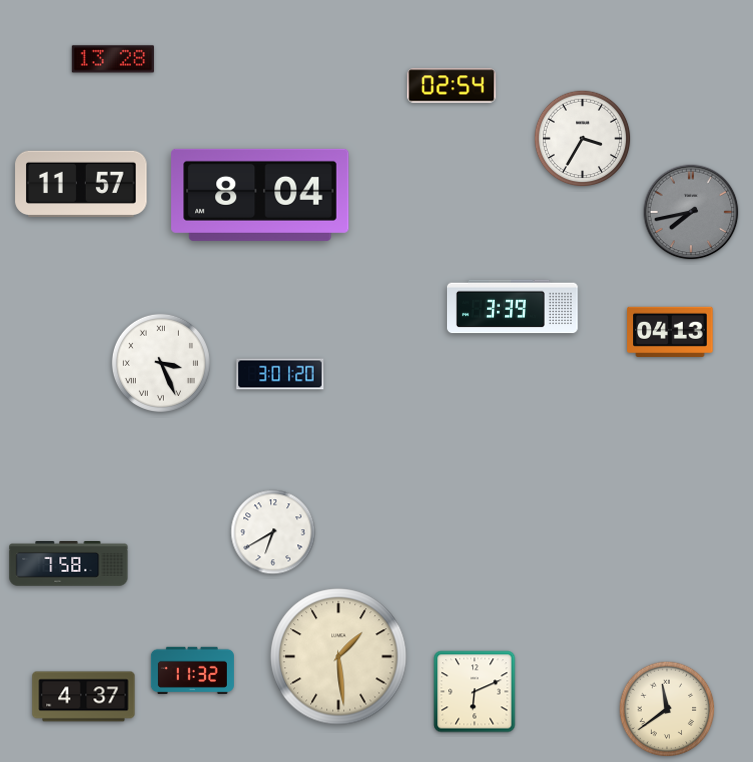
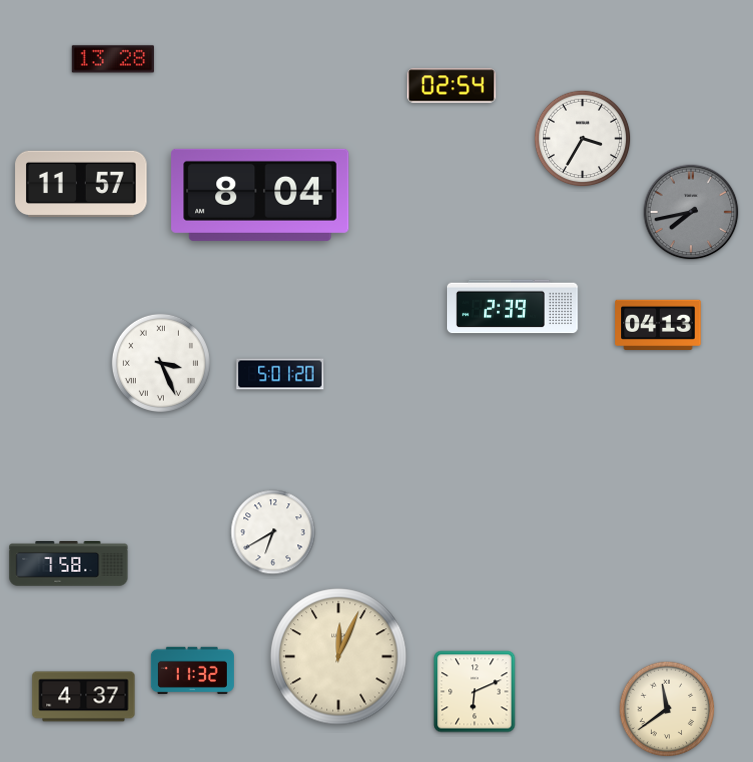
clock at (513, 307): 3:39 -> 2:39
clock at (670, 331) position: (670, 331) -> (658, 324)
clock at (280, 374): 3:01 -> 5:01
clock at (339, 657): 1:29 -> 12:04
